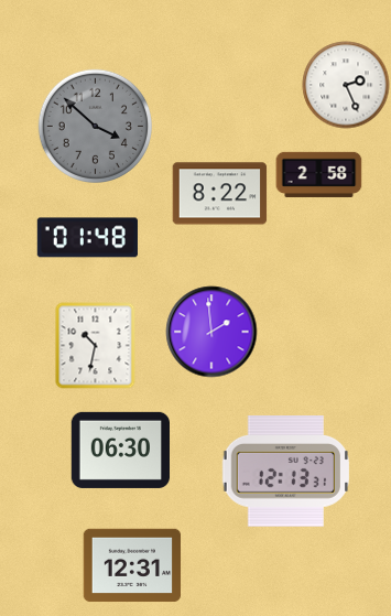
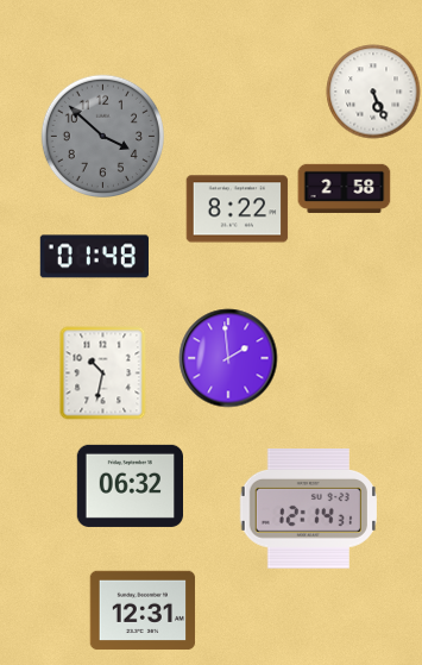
clock at (346, 85): 2:26 -> 5:26
clock at (120, 450): 06:30 -> 06:32
clock at (285, 472): 12:13 -> 12:14
